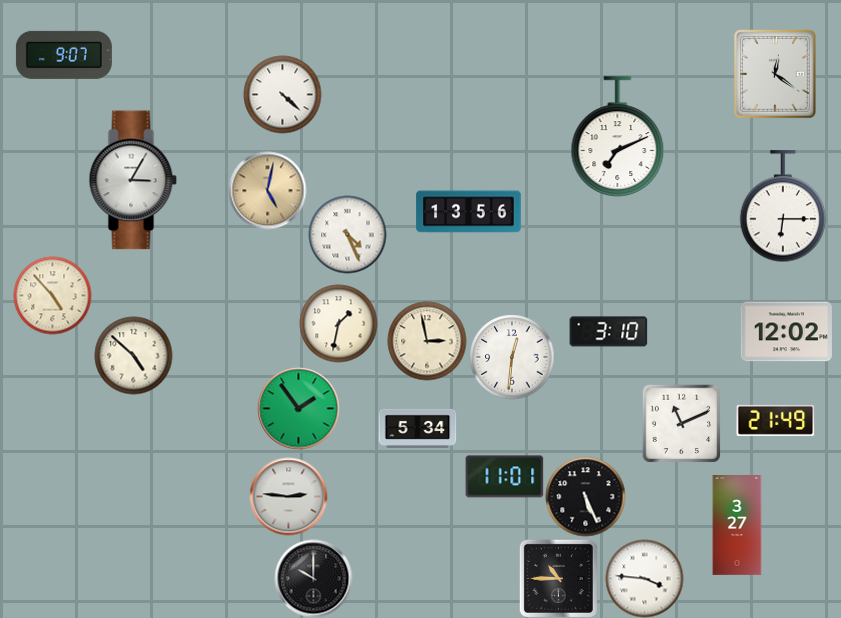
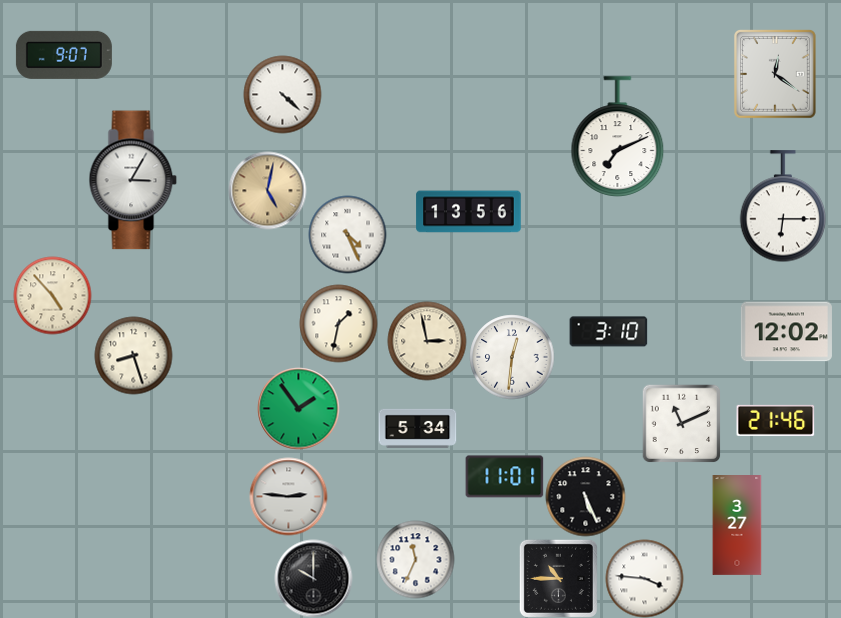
clock at (133, 355): 4:52 -> 8:27
clock at (775, 420): 21:49 -> 21:46
clock at (415, 559): none -> 11:34
